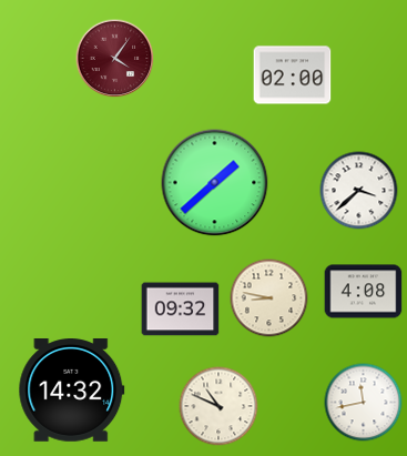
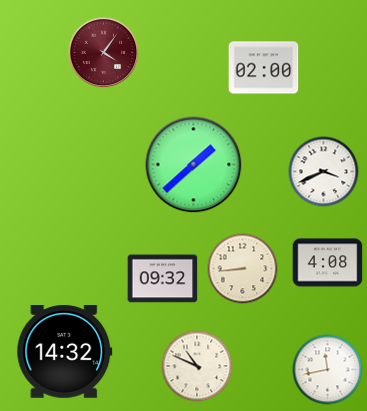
clock at (359, 191): 3:38 -> 3:41
clock at (269, 298): 8:47 -> 8:44
clock at (364, 403) position: (364, 403) -> (328, 370)
